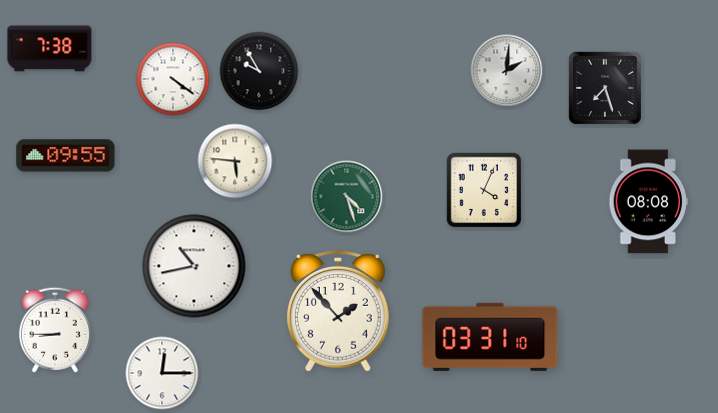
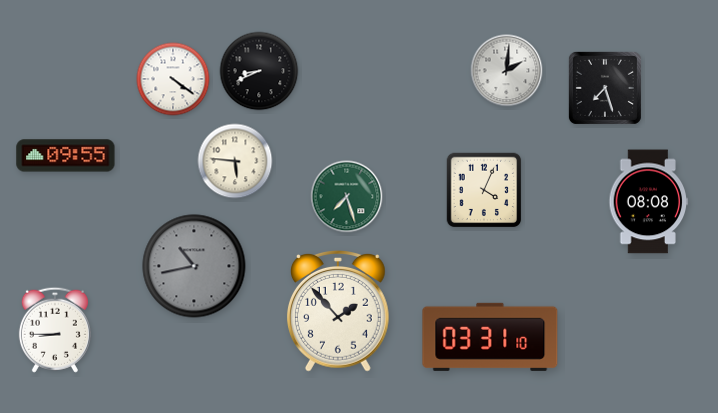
clock at (50, 49): 7:38 -> none
clock at (259, 71): 9:55 -> 8:41
clock at (347, 197): 4:27 -> 7:27
clock at (194, 266) dial: white -> grey
clock at (162, 373): 12:15 -> none
